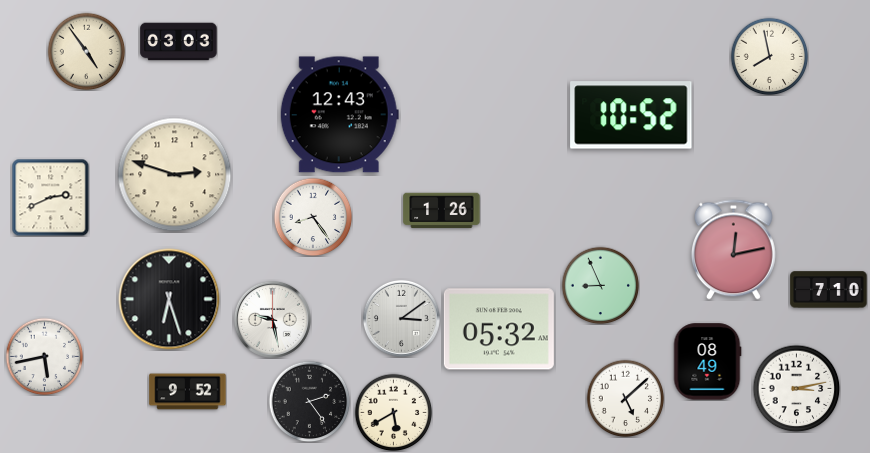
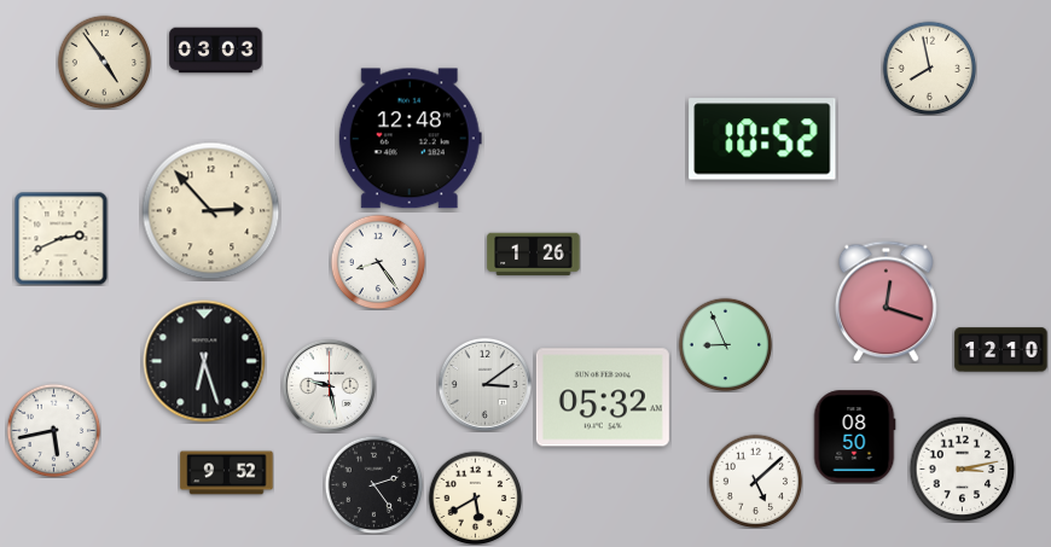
clock at (339, 115): 12:43 -> 12:48
clock at (175, 175): 2:48 -> 2:53
clock at (733, 250): 12:13 -> 12:18
clock at (829, 290): 7:10 -> 12:10
clock at (707, 362): 08:49 -> 08:50
